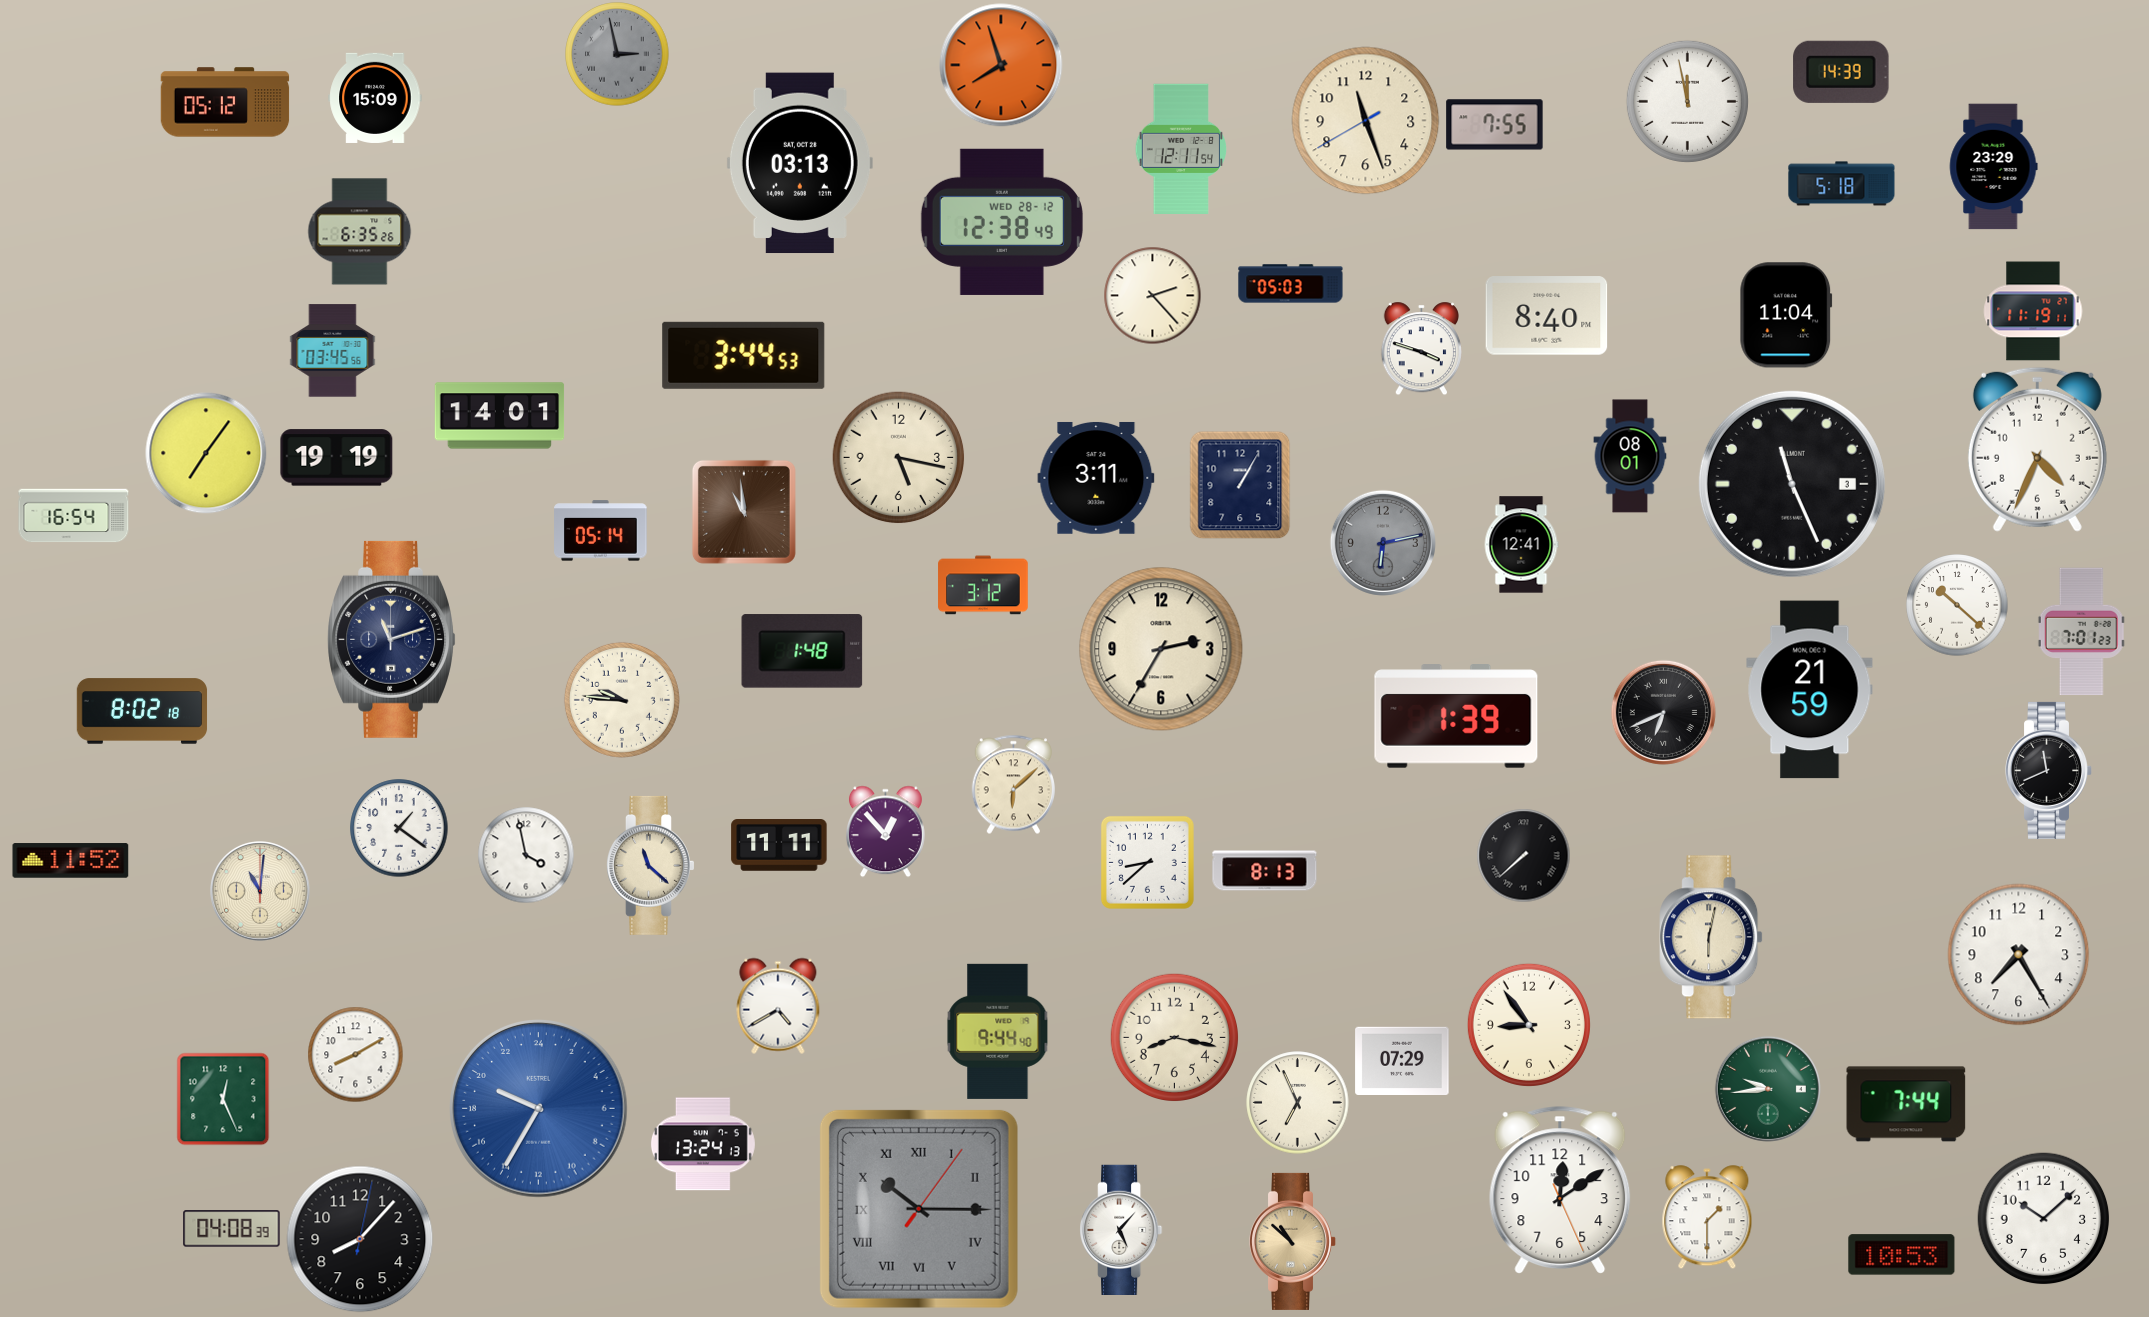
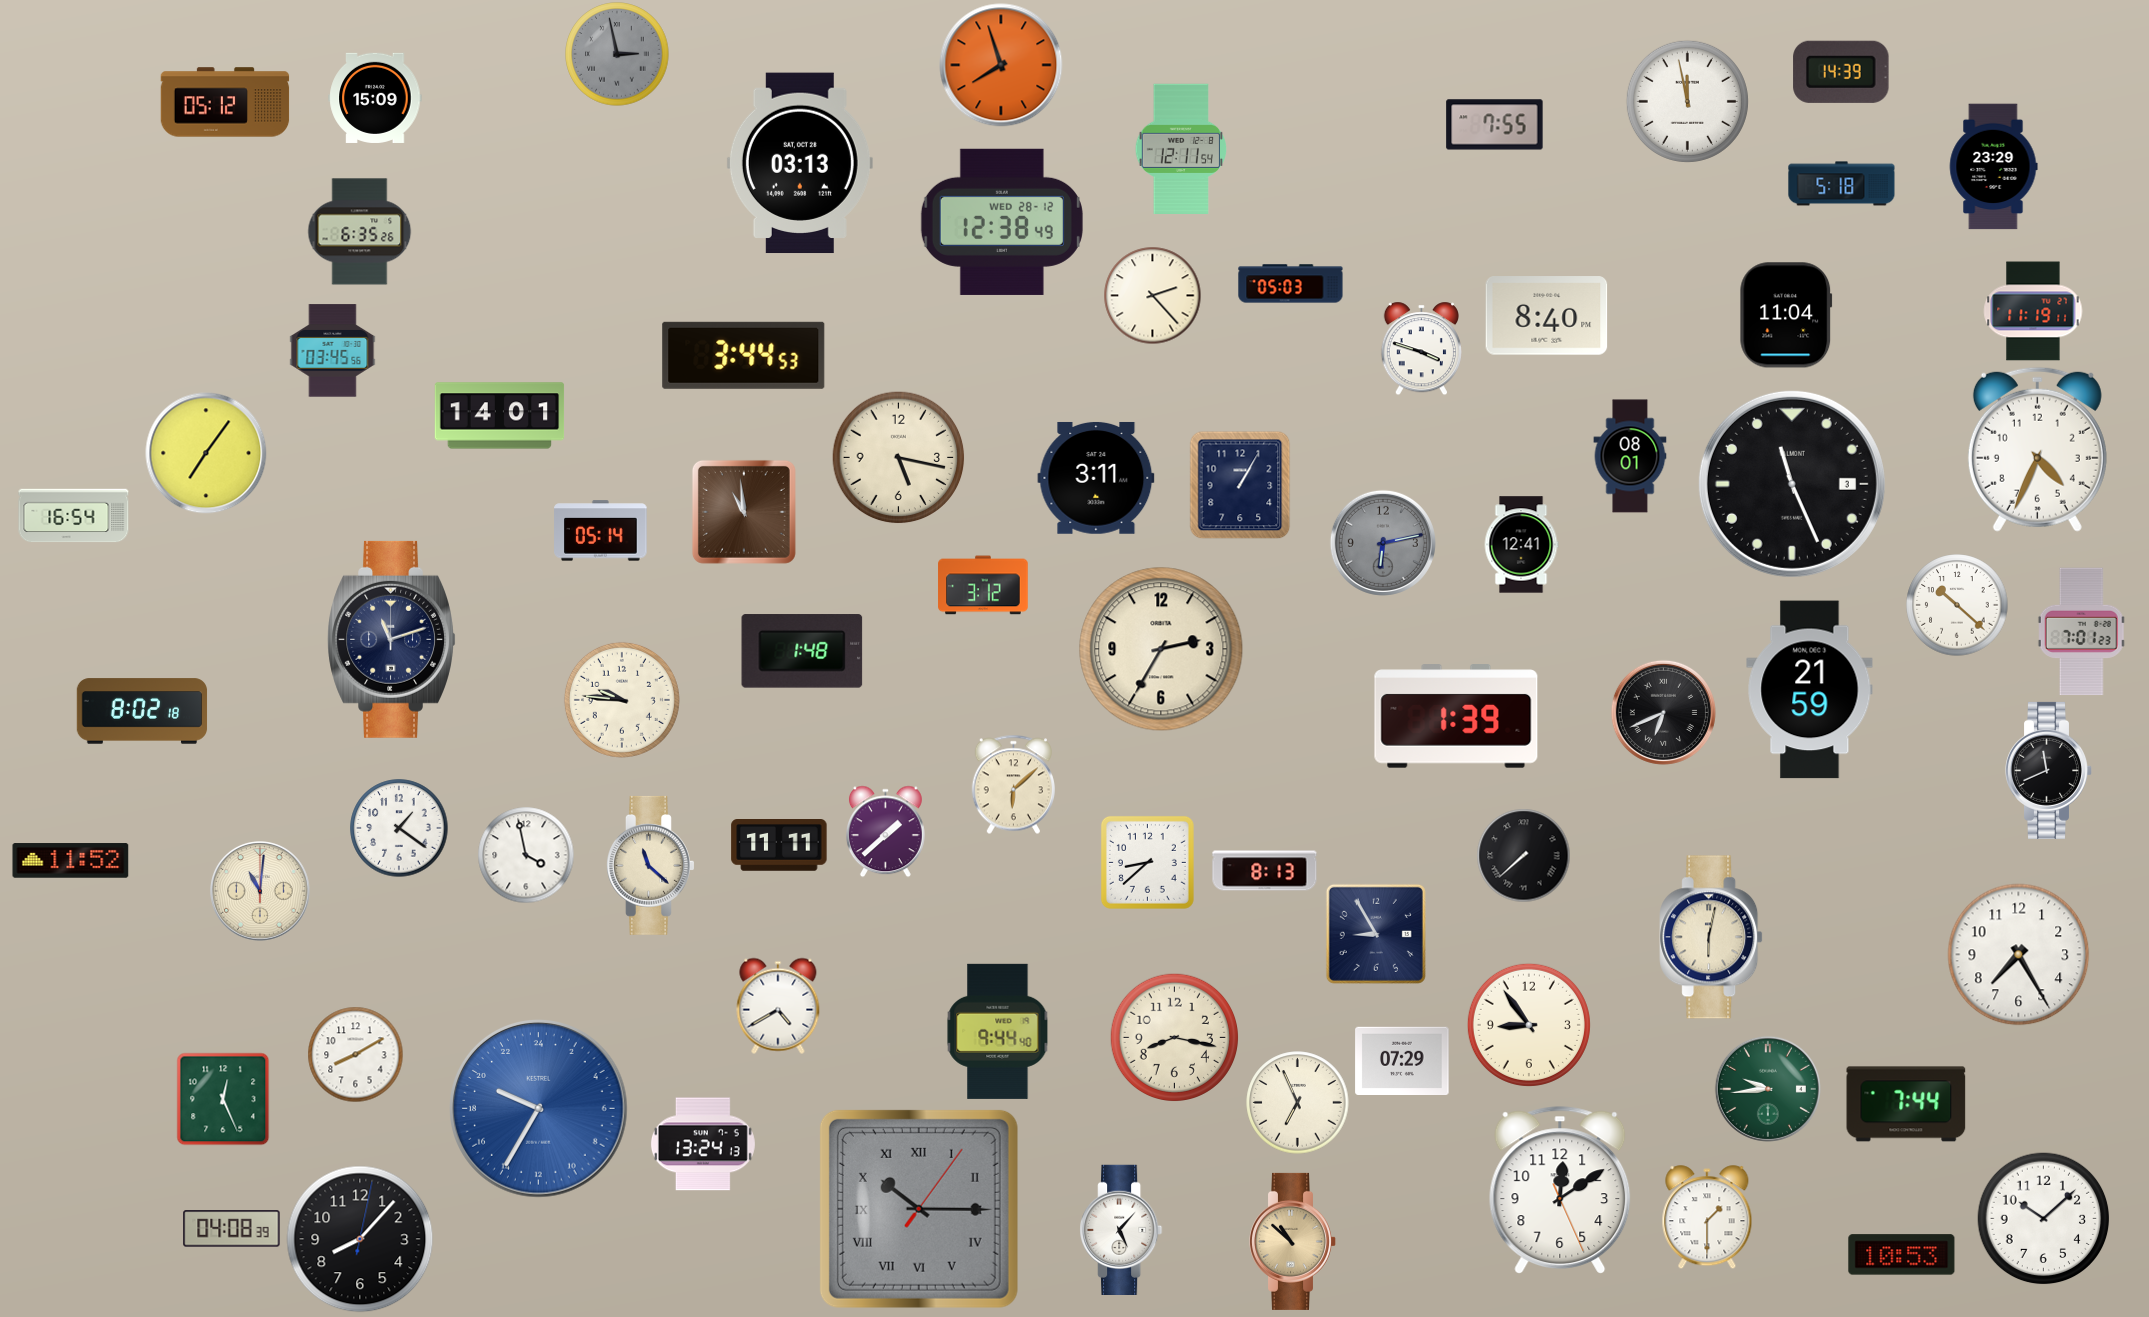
clock at (1366, 121): 11:26 -> none
clock at (337, 458): 19:19 -> none
clock at (885, 831): 12:53 -> 1:38
clock at (1376, 934): none -> 8:55
